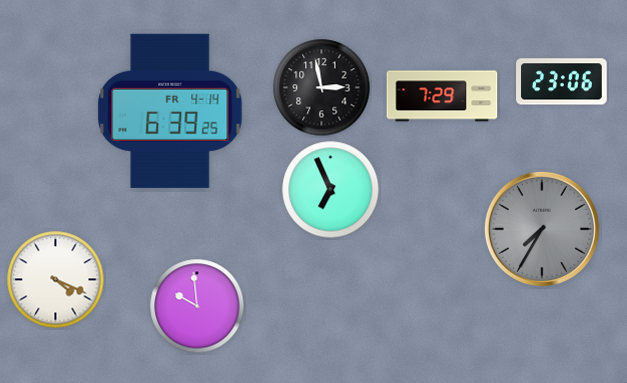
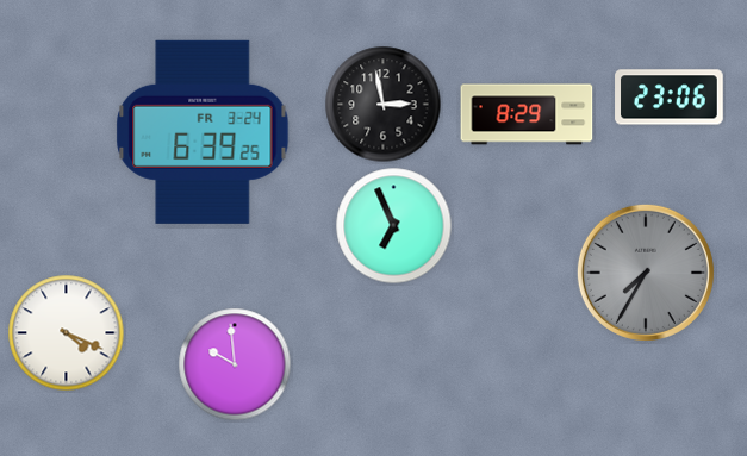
clock at (442, 96): 7:29 -> 8:29
clock at (170, 111) date: FR 4-14 -> FR 3-24
